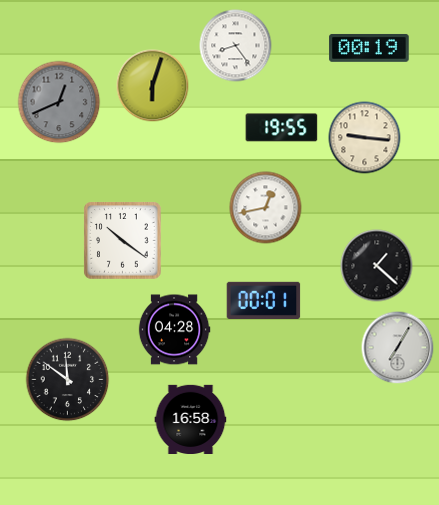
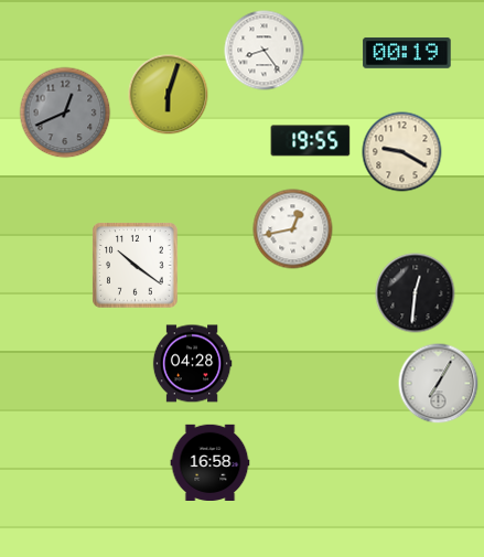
clock at (236, 46) position: (236, 46) -> (265, 51)
clock at (365, 138): 9:16 -> 9:20
clock at (377, 266): 1:22 -> 12:31
clock at (264, 300): 00:01 -> none
clock at (68, 380): 11:51 -> none
